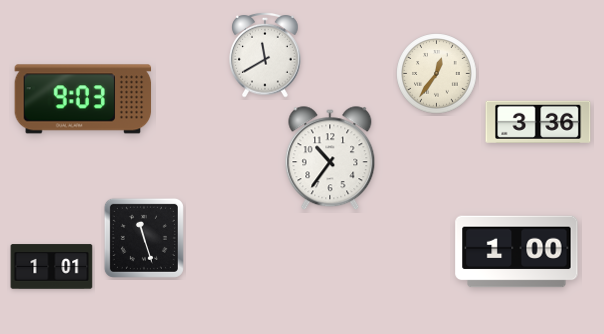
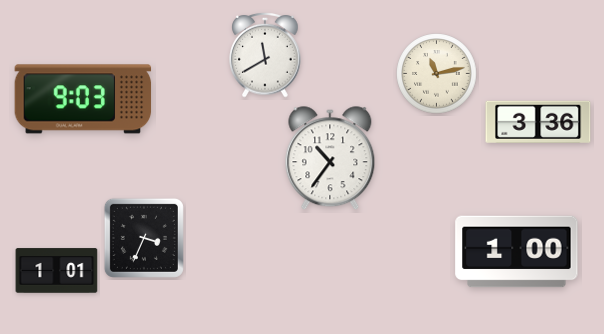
clock at (437, 74): 12:36 -> 11:13
clock at (144, 238): 11:27 -> 3:34
clock at (52, 267) position: (52, 267) -> (57, 271)
